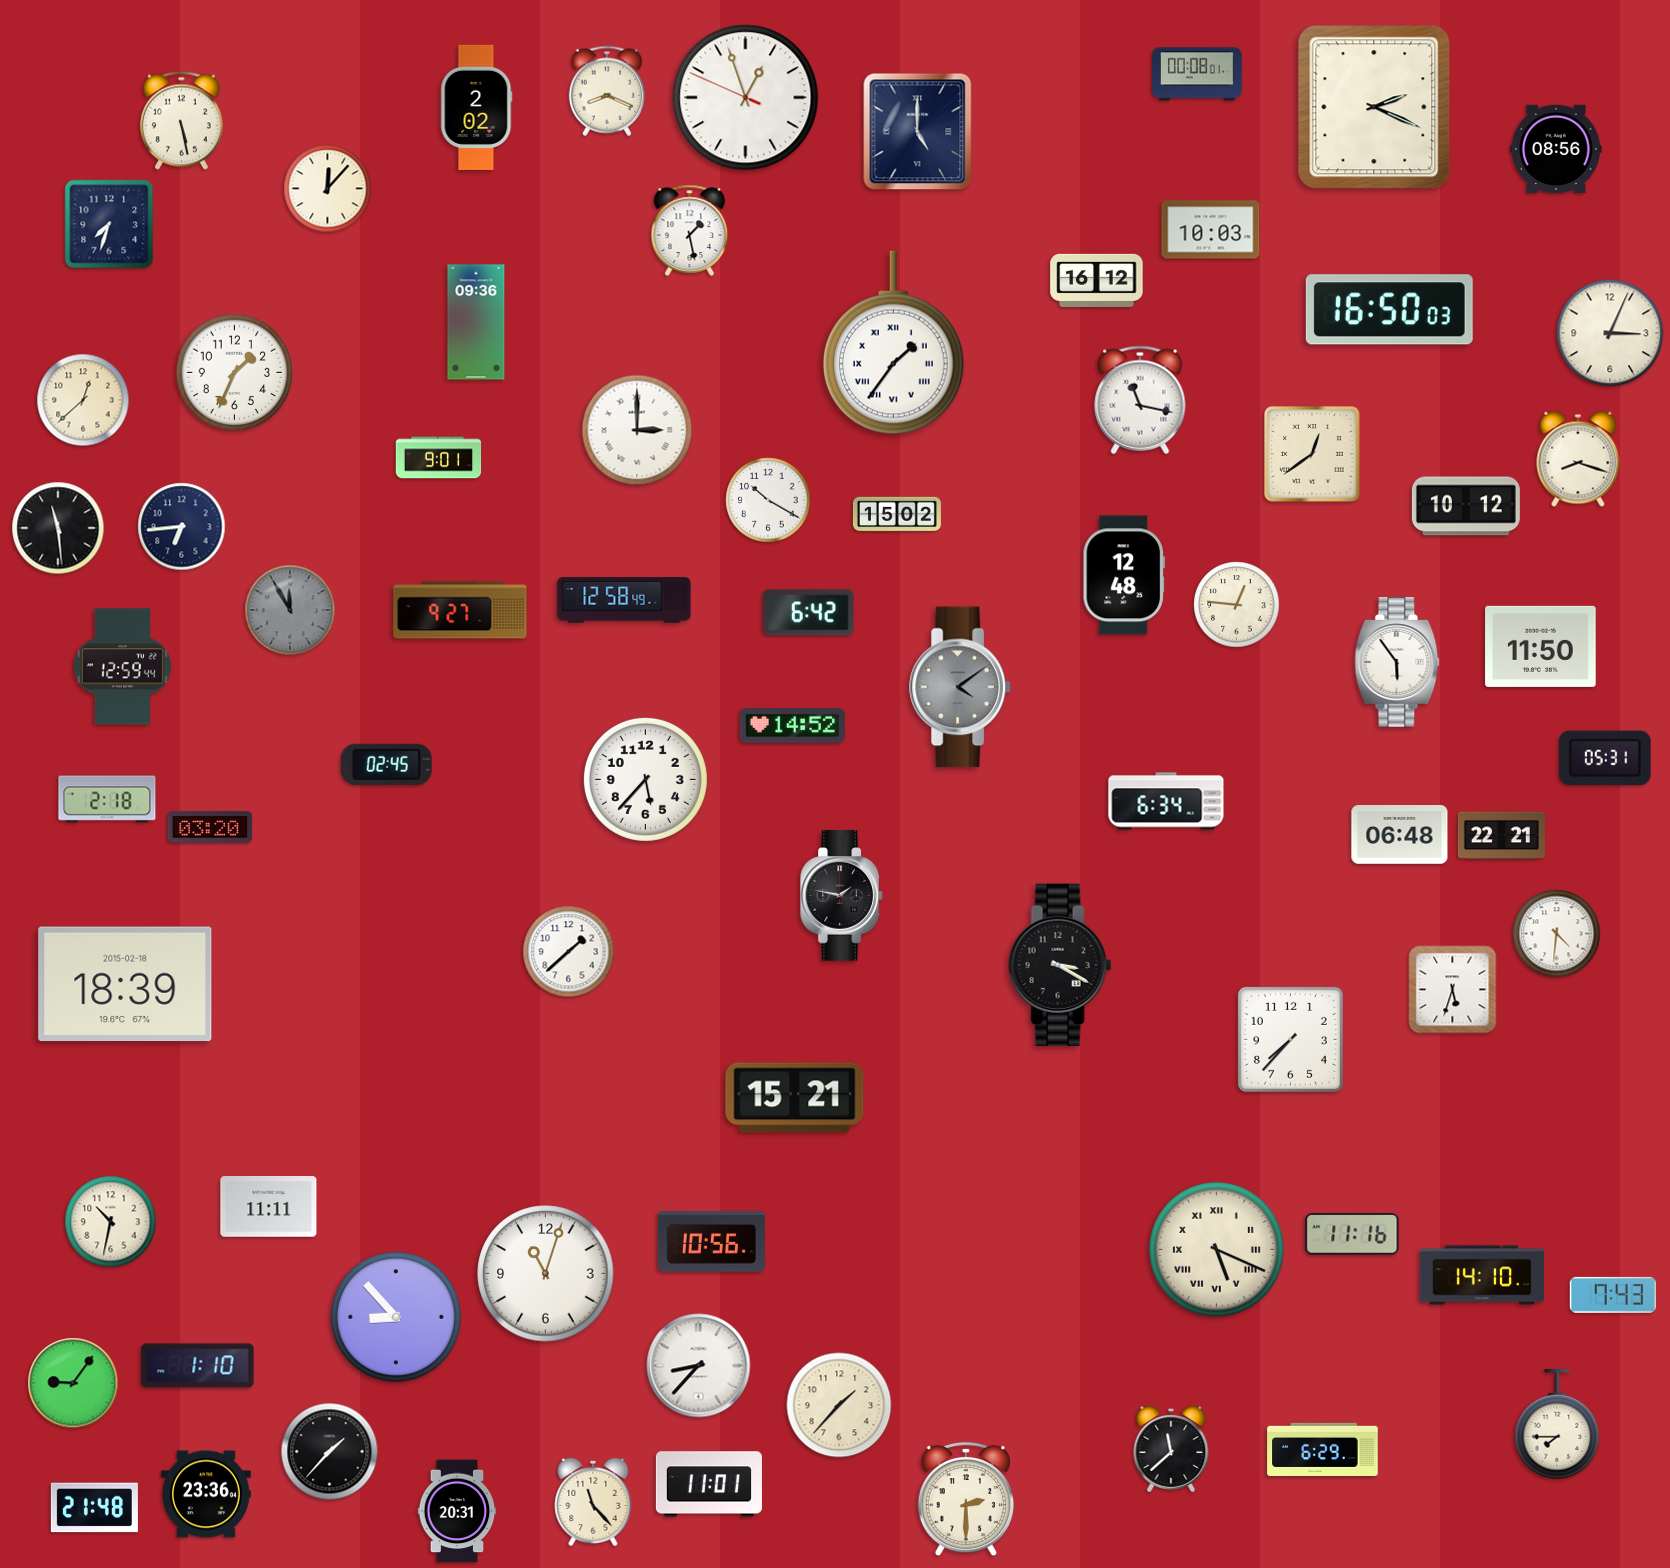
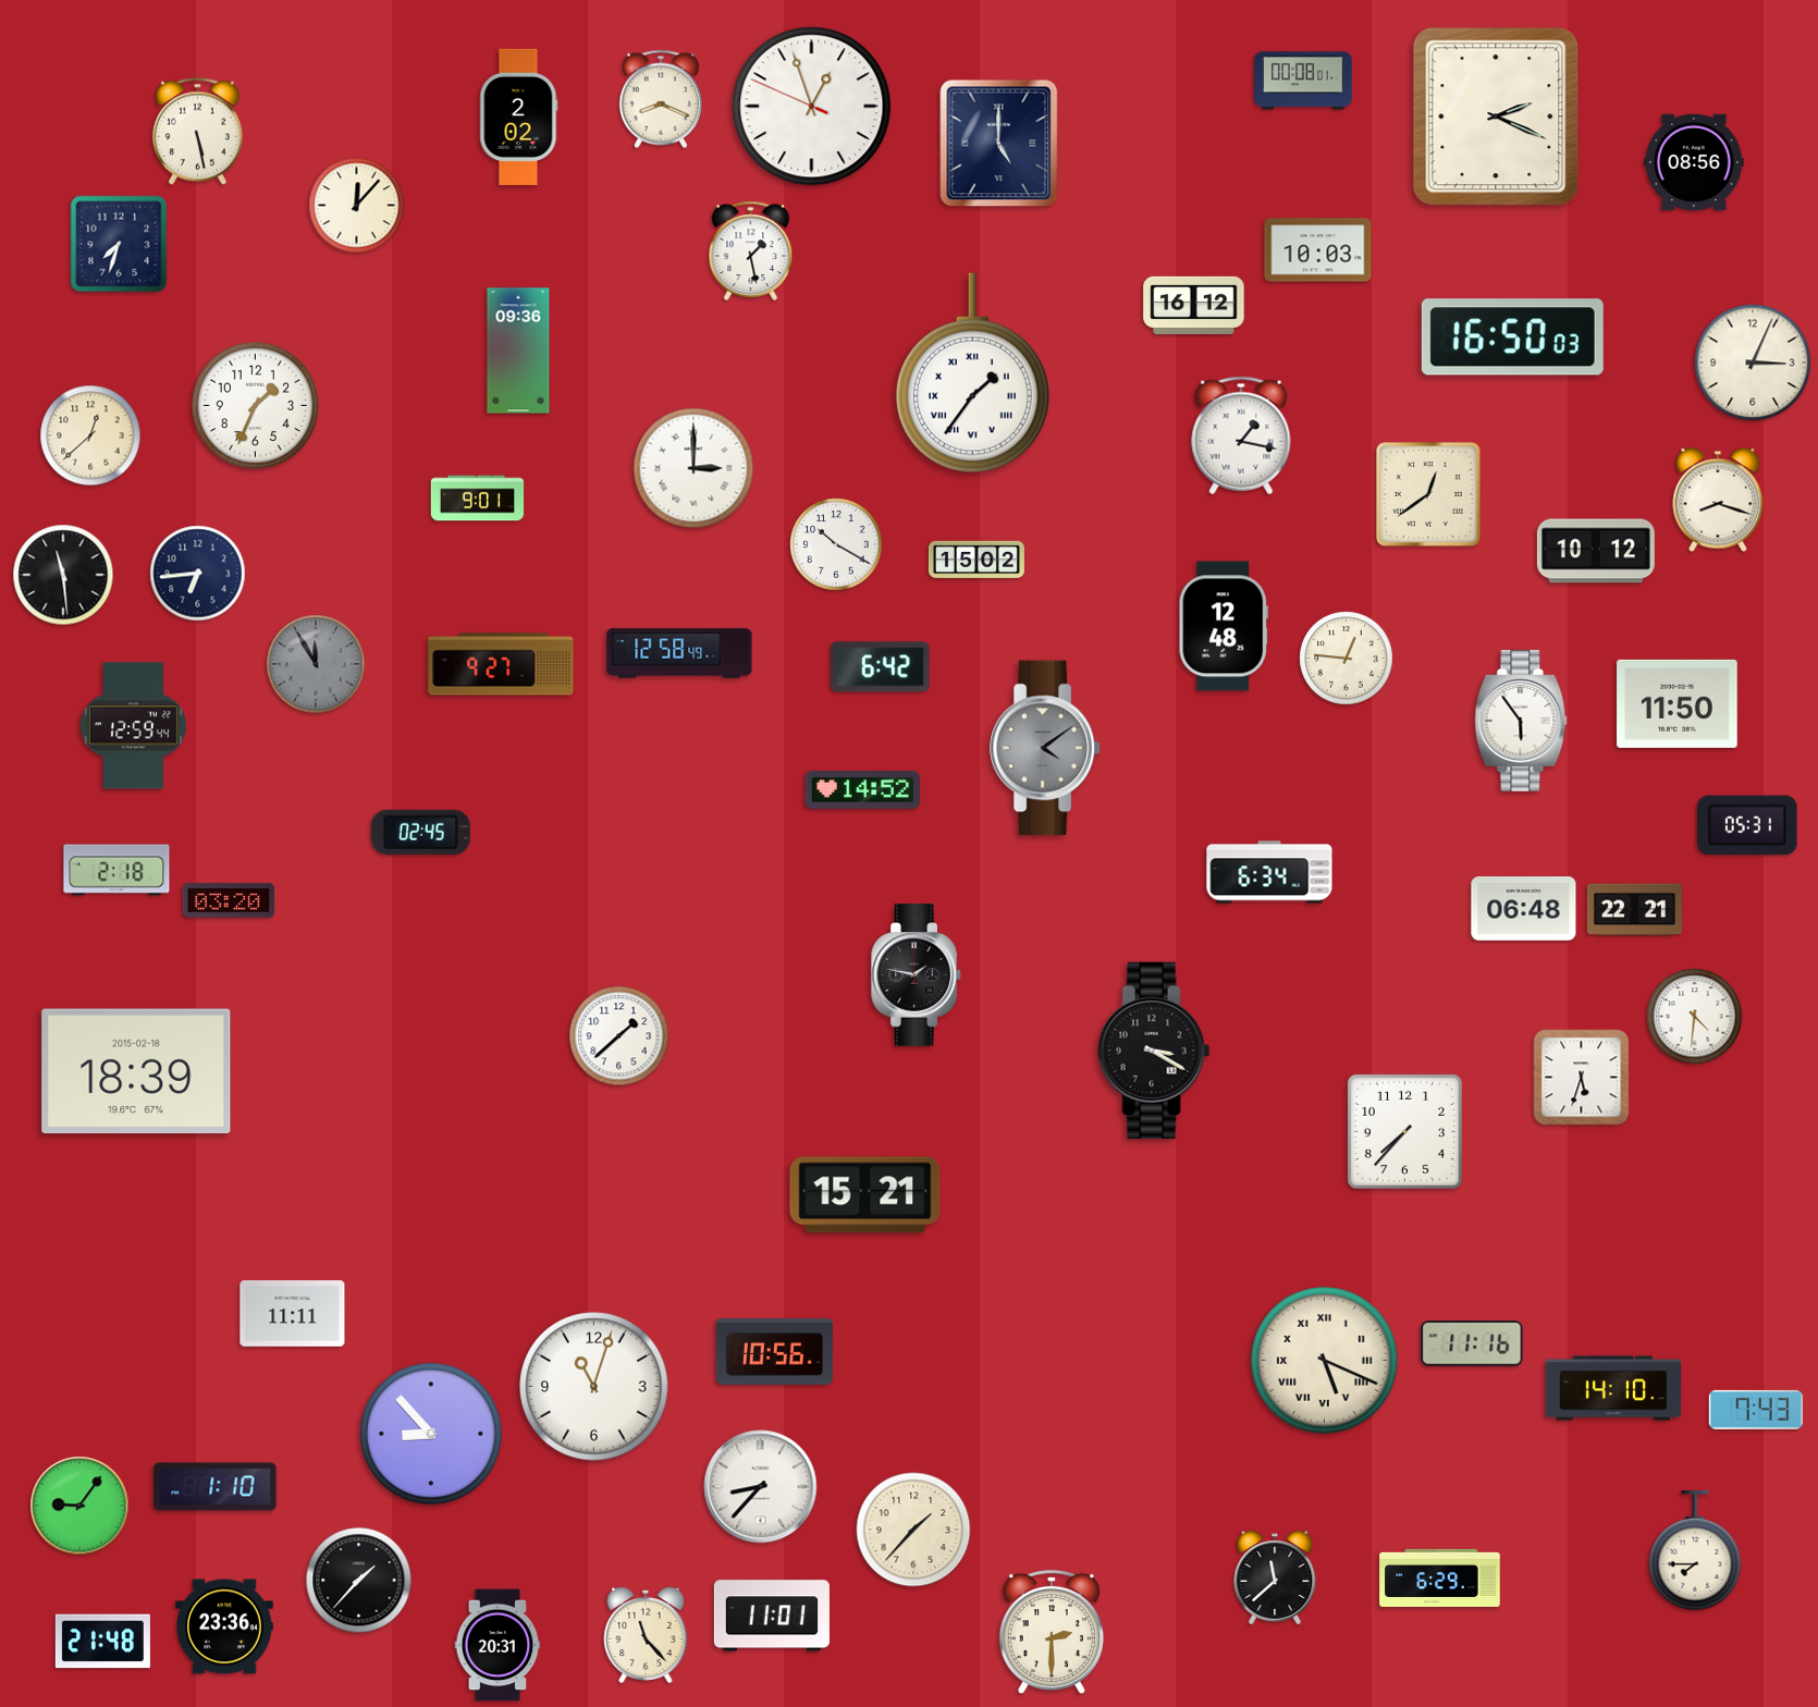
clock at (1140, 400): 11:17 -> 1:17
clock at (645, 779): 5:37 -> none
clock at (111, 1222): 10:32 -> none
